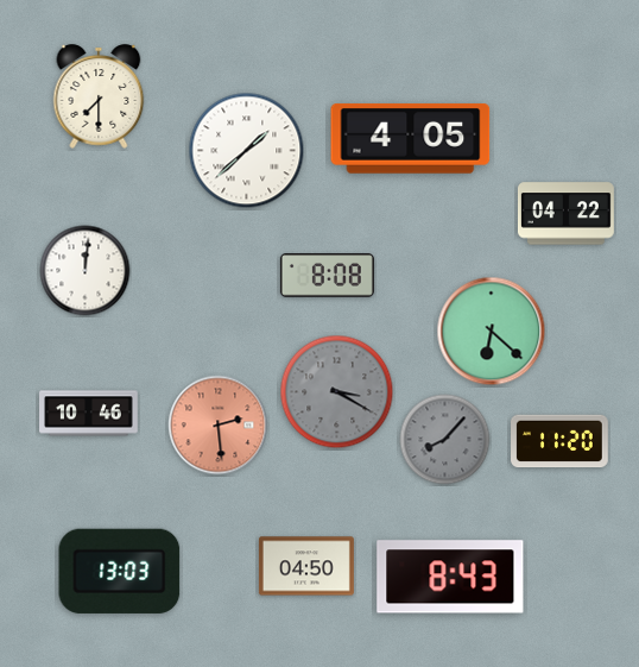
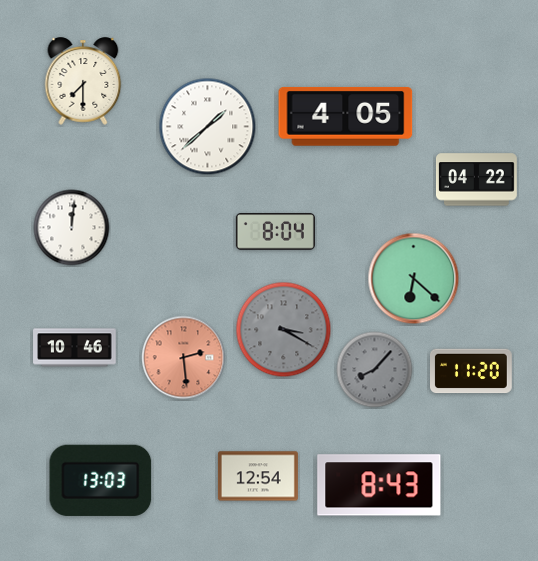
clock at (327, 276): 8:08 -> 8:04
clock at (306, 566): 04:50 -> 12:54
